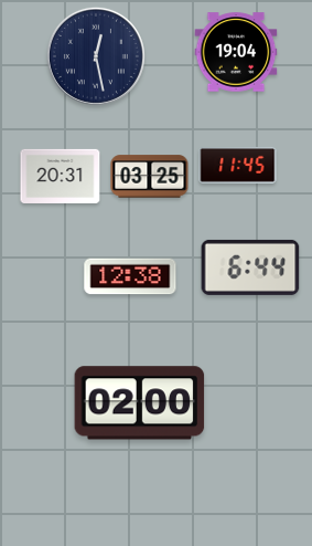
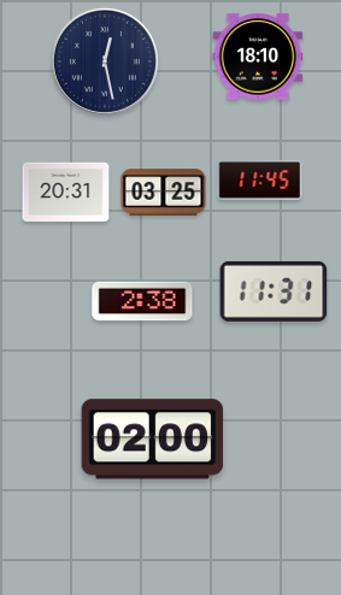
clock at (236, 52): 19:04 -> 18:10
clock at (250, 267): 6:44 -> 11:31
clock at (130, 276): 12:38 -> 2:38
